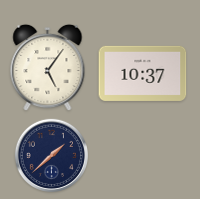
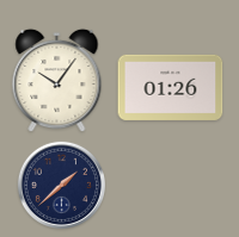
clock at (48, 68): 5:06 -> 10:06
clock at (143, 73): 10:37 -> 01:26
